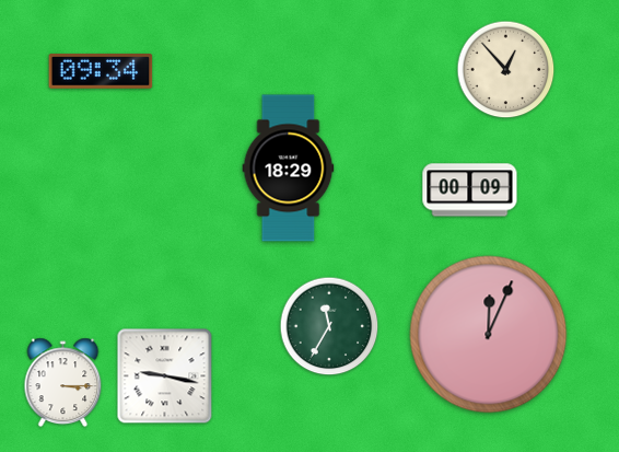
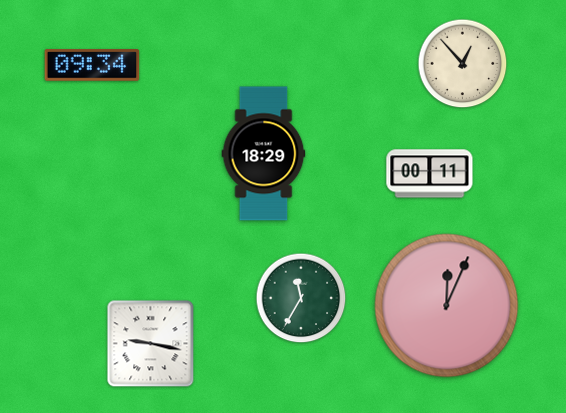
clock at (470, 190): 00:09 -> 00:11
clock at (63, 383): 3:15 -> none
